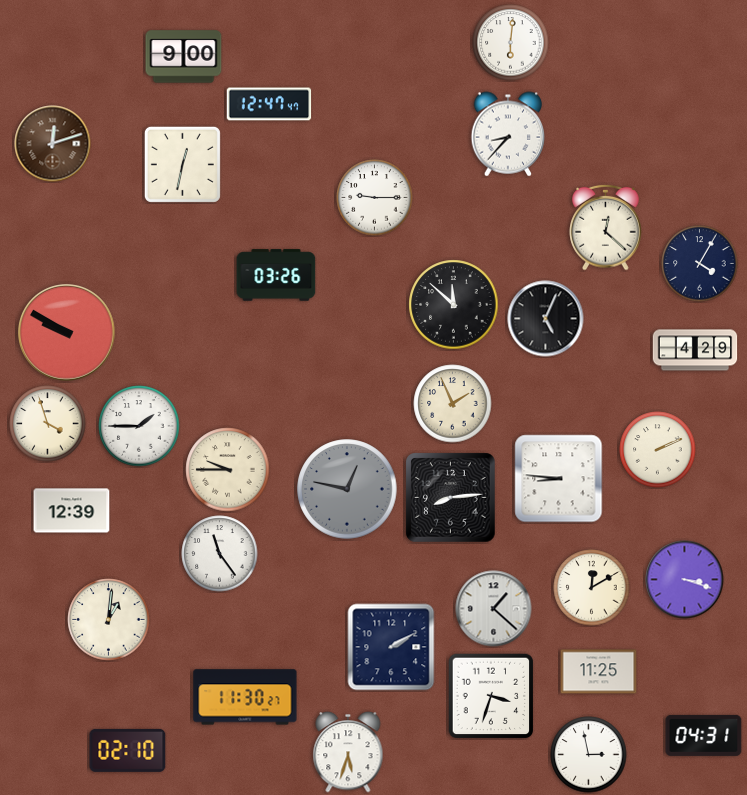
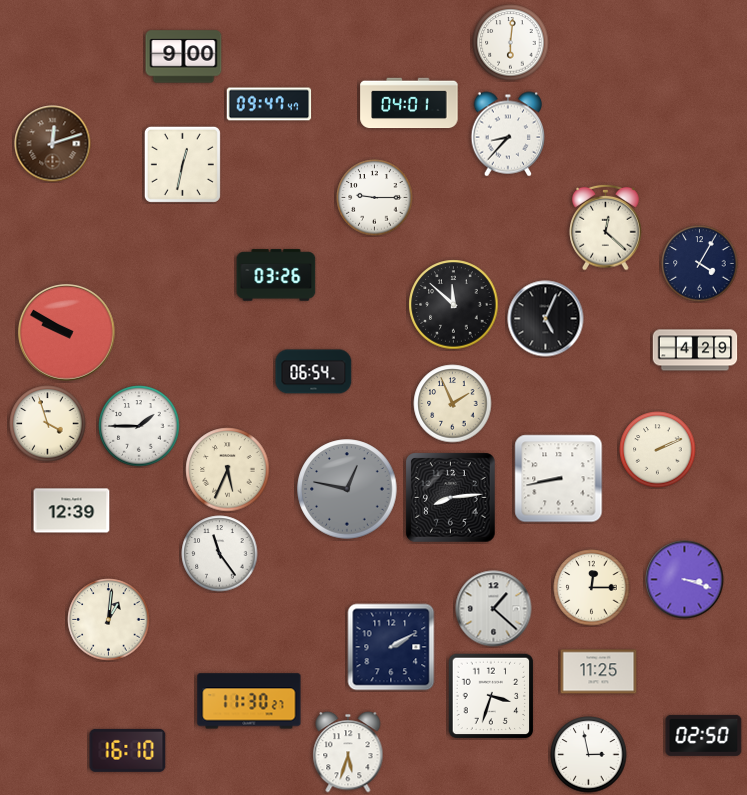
clock at (409, 103): none -> 04:01
clock at (269, 104): 12:47 -> 09:47
clock at (314, 372): none -> 06:54
clock at (228, 470): 9:45 -> 5:34
clock at (559, 479): 8:46 -> 8:43
clock at (592, 588): 12:10 -> 12:15
clock at (245, 697) position: (245, 697) -> (249, 701)
clock at (704, 735): 04:31 -> 02:50
clock at (128, 750): 02:10 -> 16:10
